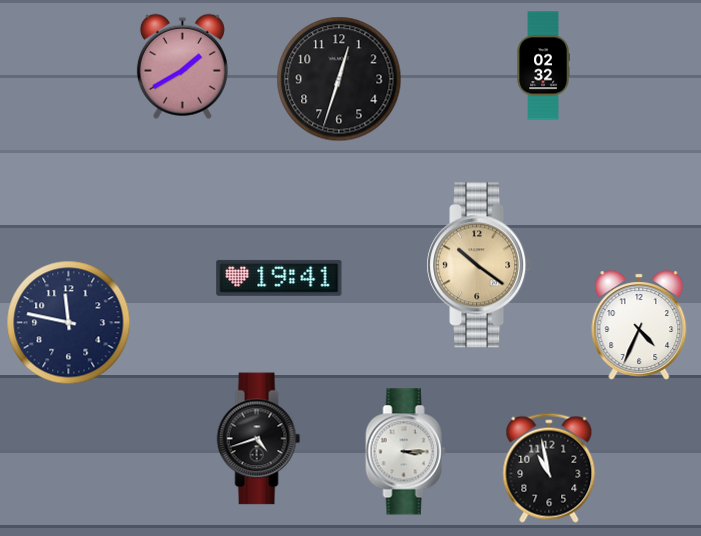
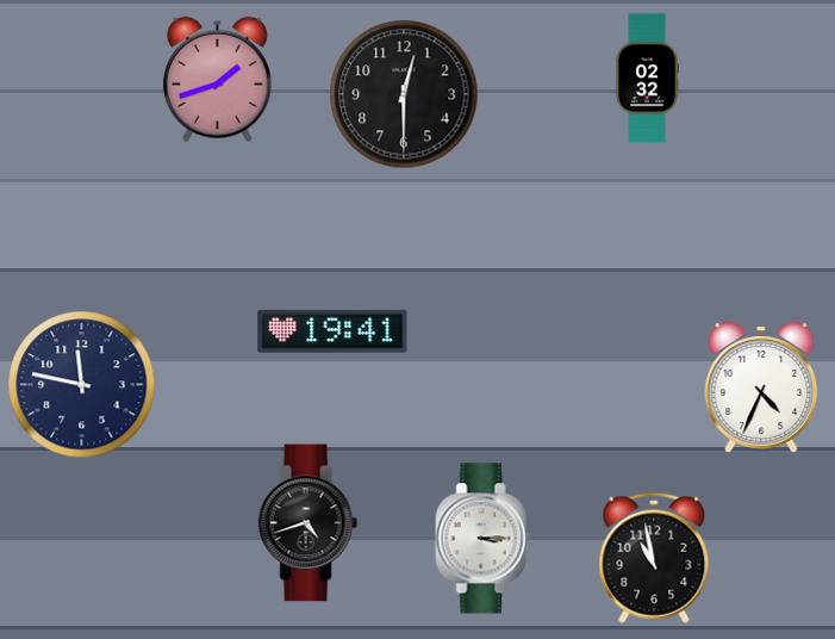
clock at (182, 66): 1:40 -> 1:42
clock at (339, 79): 12:33 -> 12:30
clock at (479, 265): 10:21 -> none
